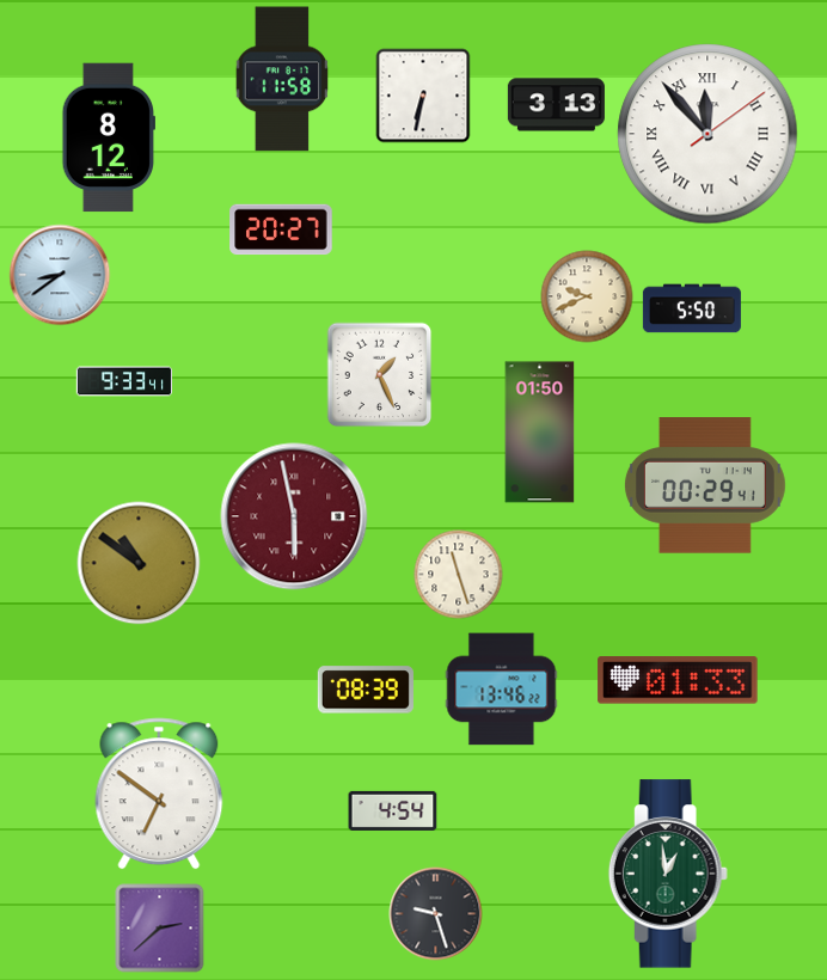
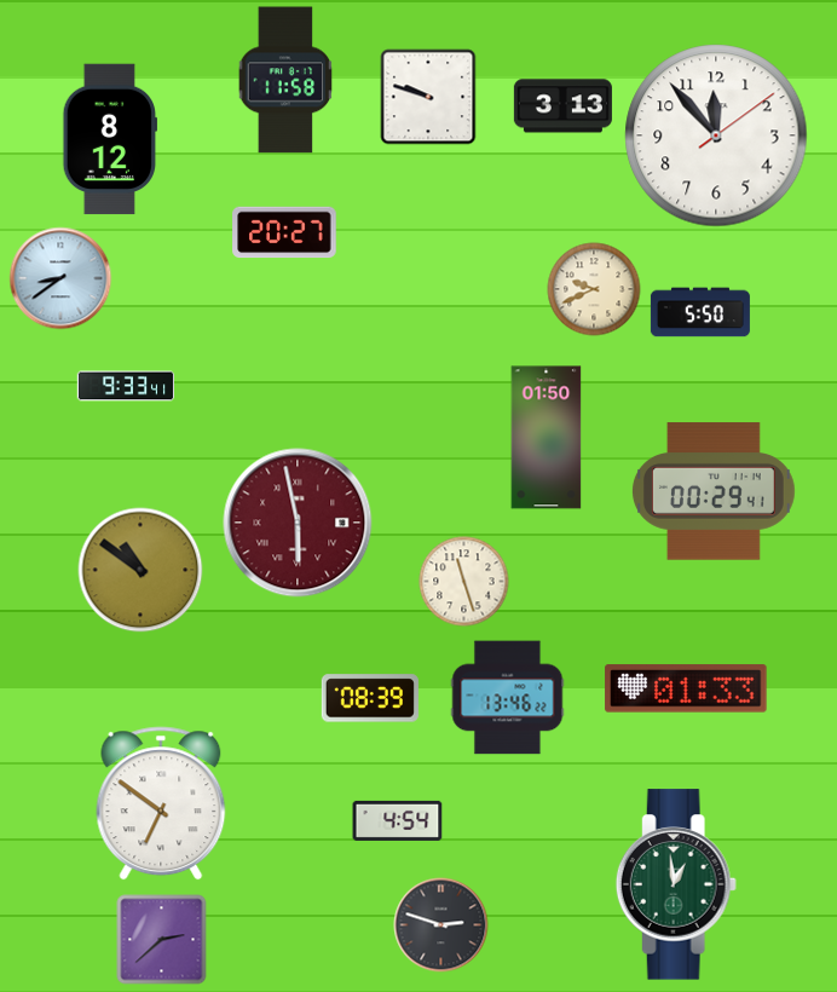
clock at (423, 96): 6:32 -> 9:48
clock at (707, 134) numerals: Roman -> Arabic
clock at (587, 296) position: (587, 296) -> (594, 289)
clock at (380, 375): 1:26 -> none
clock at (436, 914): 9:27 -> 2:48
